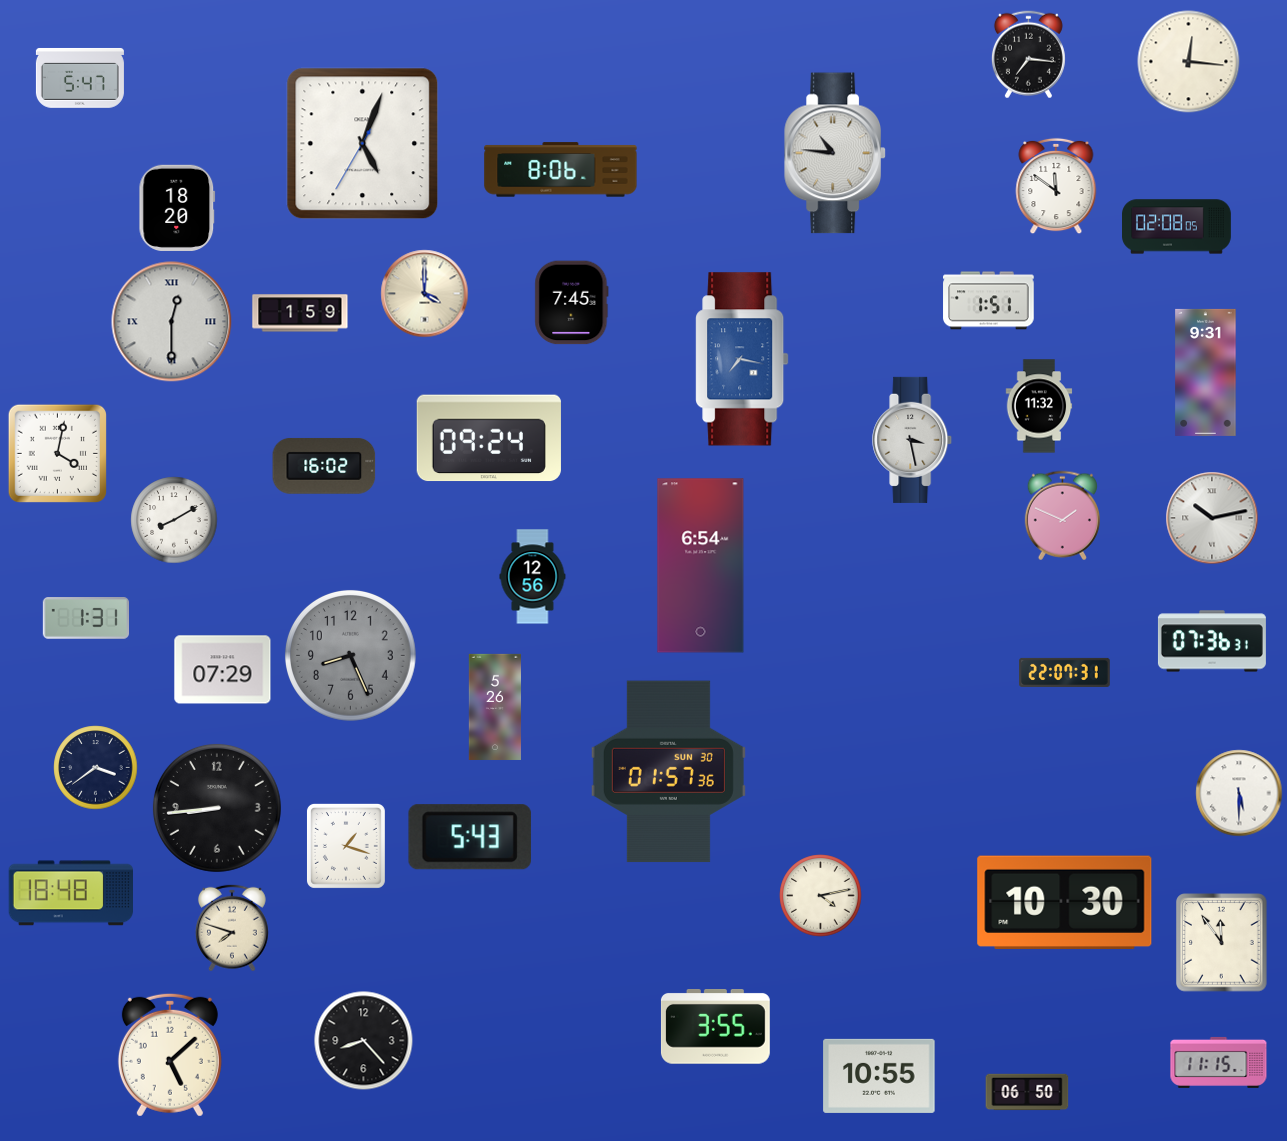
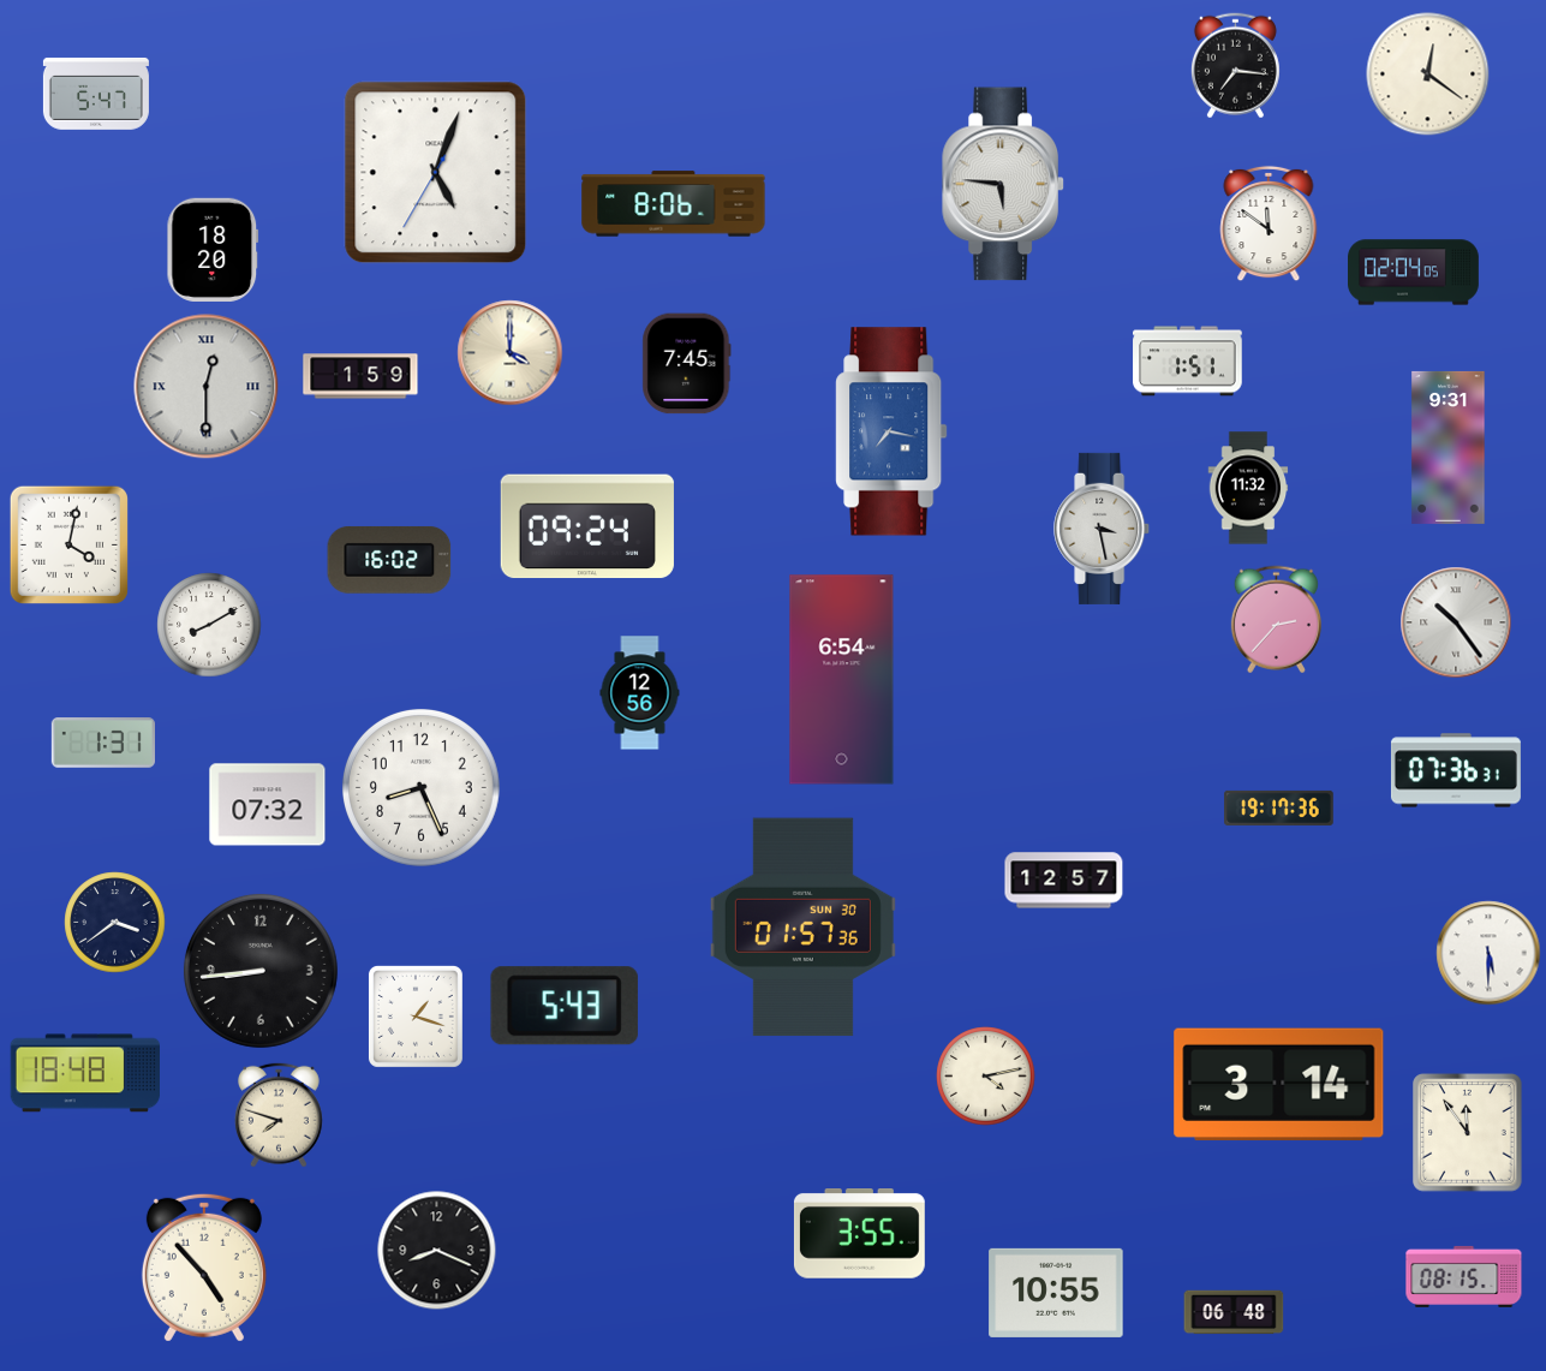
clock at (1189, 62): 12:16 -> 12:21
clock at (835, 153): 10:46 -> 5:46
clock at (1177, 227): 02:08 -> 02:04
clock at (913, 440) position: (913, 440) -> (1103, 529)
clock at (1062, 516): 1:49 -> 2:37
clock at (1212, 518): 10:13 -> 10:24
clock at (351, 656) dial: grey -> white
clock at (223, 670): 07:29 -> 07:32
clock at (1065, 672): 22:07 -> 19:17
clock at (494, 707): 5:26 -> none
clock at (1064, 881): none -> 12:57
clock at (1065, 902): 10:30 -> 3:14
clock at (364, 1041): 8:23 -> 8:19
clock at (170, 1055): 5:08 -> 4:53
clock at (1219, 1062): 11:15 -> 08:15
clock at (1027, 1092): 06:50 -> 06:48
